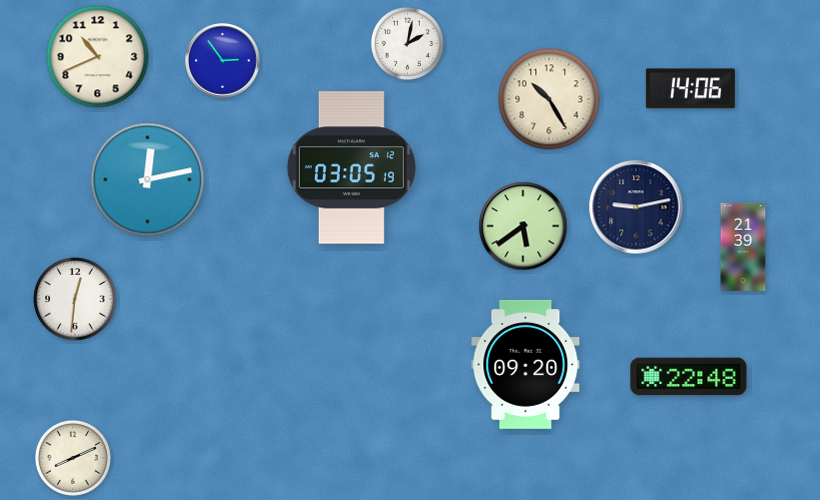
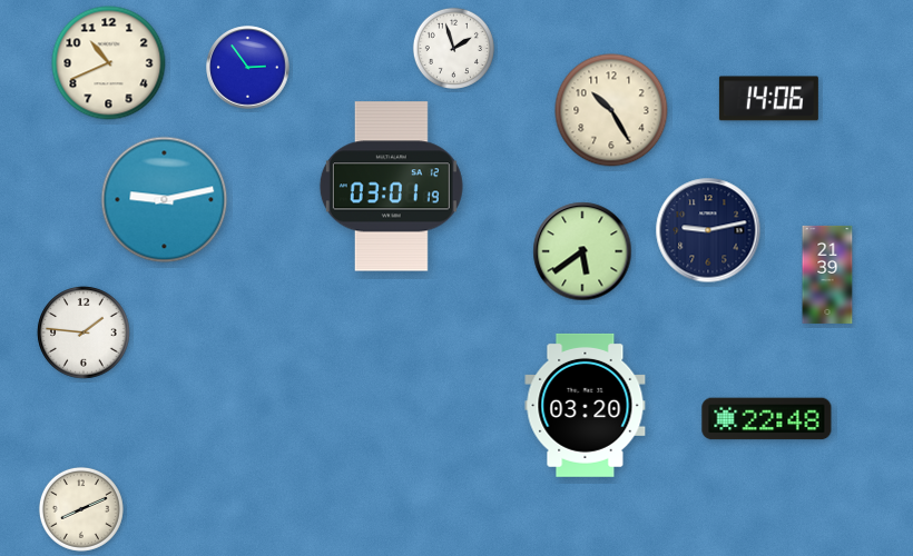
clock at (407, 43): 2:02 -> 1:57
clock at (351, 168): 03:05 -> 03:01
clock at (148, 180): 12:13 -> 9:13
clock at (75, 299): 12:31 -> 1:46
clock at (526, 364): 09:20 -> 03:20
